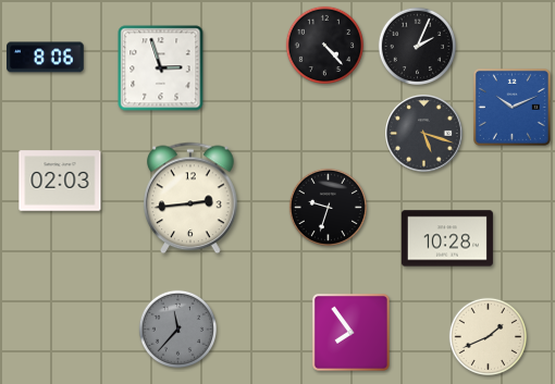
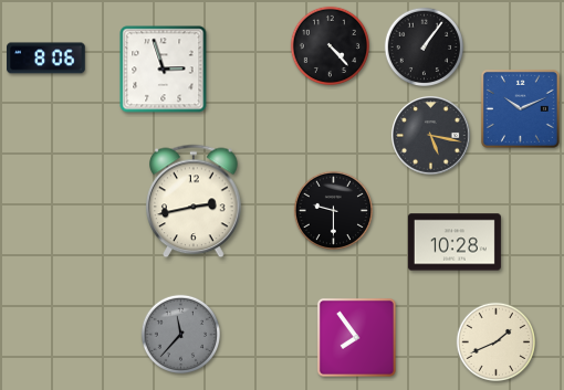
clock at (417, 46): 2:04 -> 1:06
clock at (424, 134): 5:18 -> 5:17
clock at (60, 181): 02:03 -> none
clock at (190, 198): 2:44 -> 2:43
clock at (328, 207): 9:33 -> 9:30
